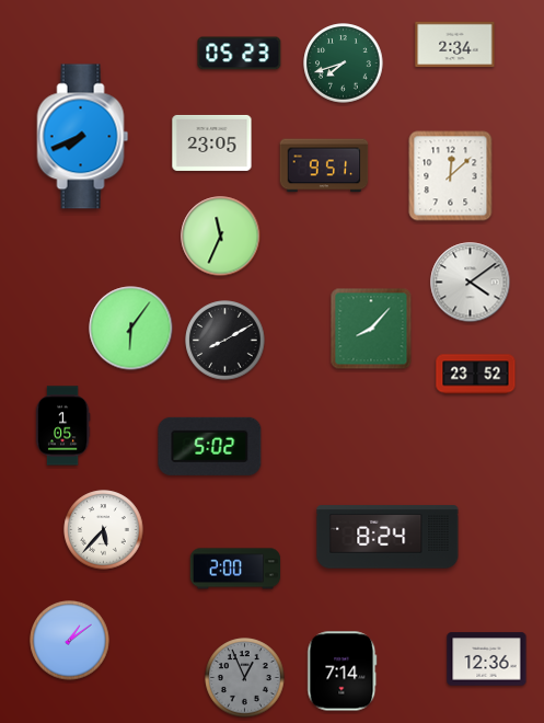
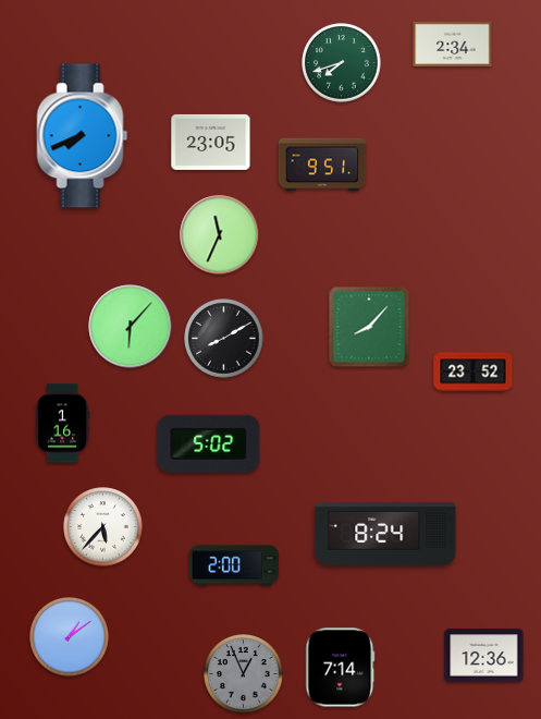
clock at (240, 54): 05:23 -> none
clock at (451, 176): 12:08 -> none
clock at (471, 283): 4:09 -> none
clock at (131, 329): 6:06 -> 6:07
clock at (62, 426): 1:05 -> 1:16
